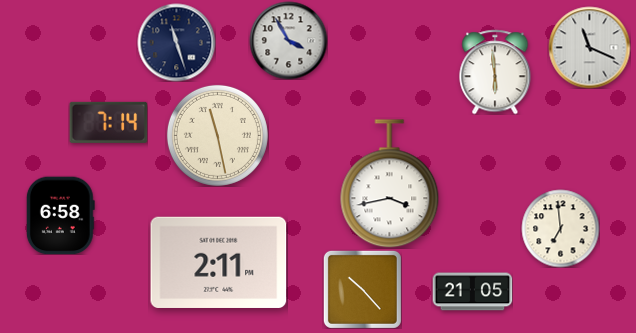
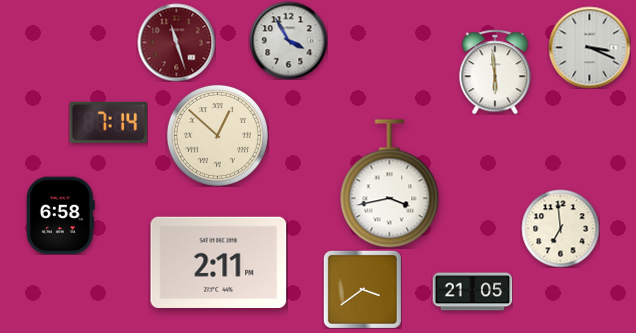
clock at (176, 42) dial: navy -> burgundy
clock at (589, 47): 11:19 -> 3:19
clock at (217, 135): 11:28 -> 12:52
clock at (362, 289): 10:23 -> 3:39
